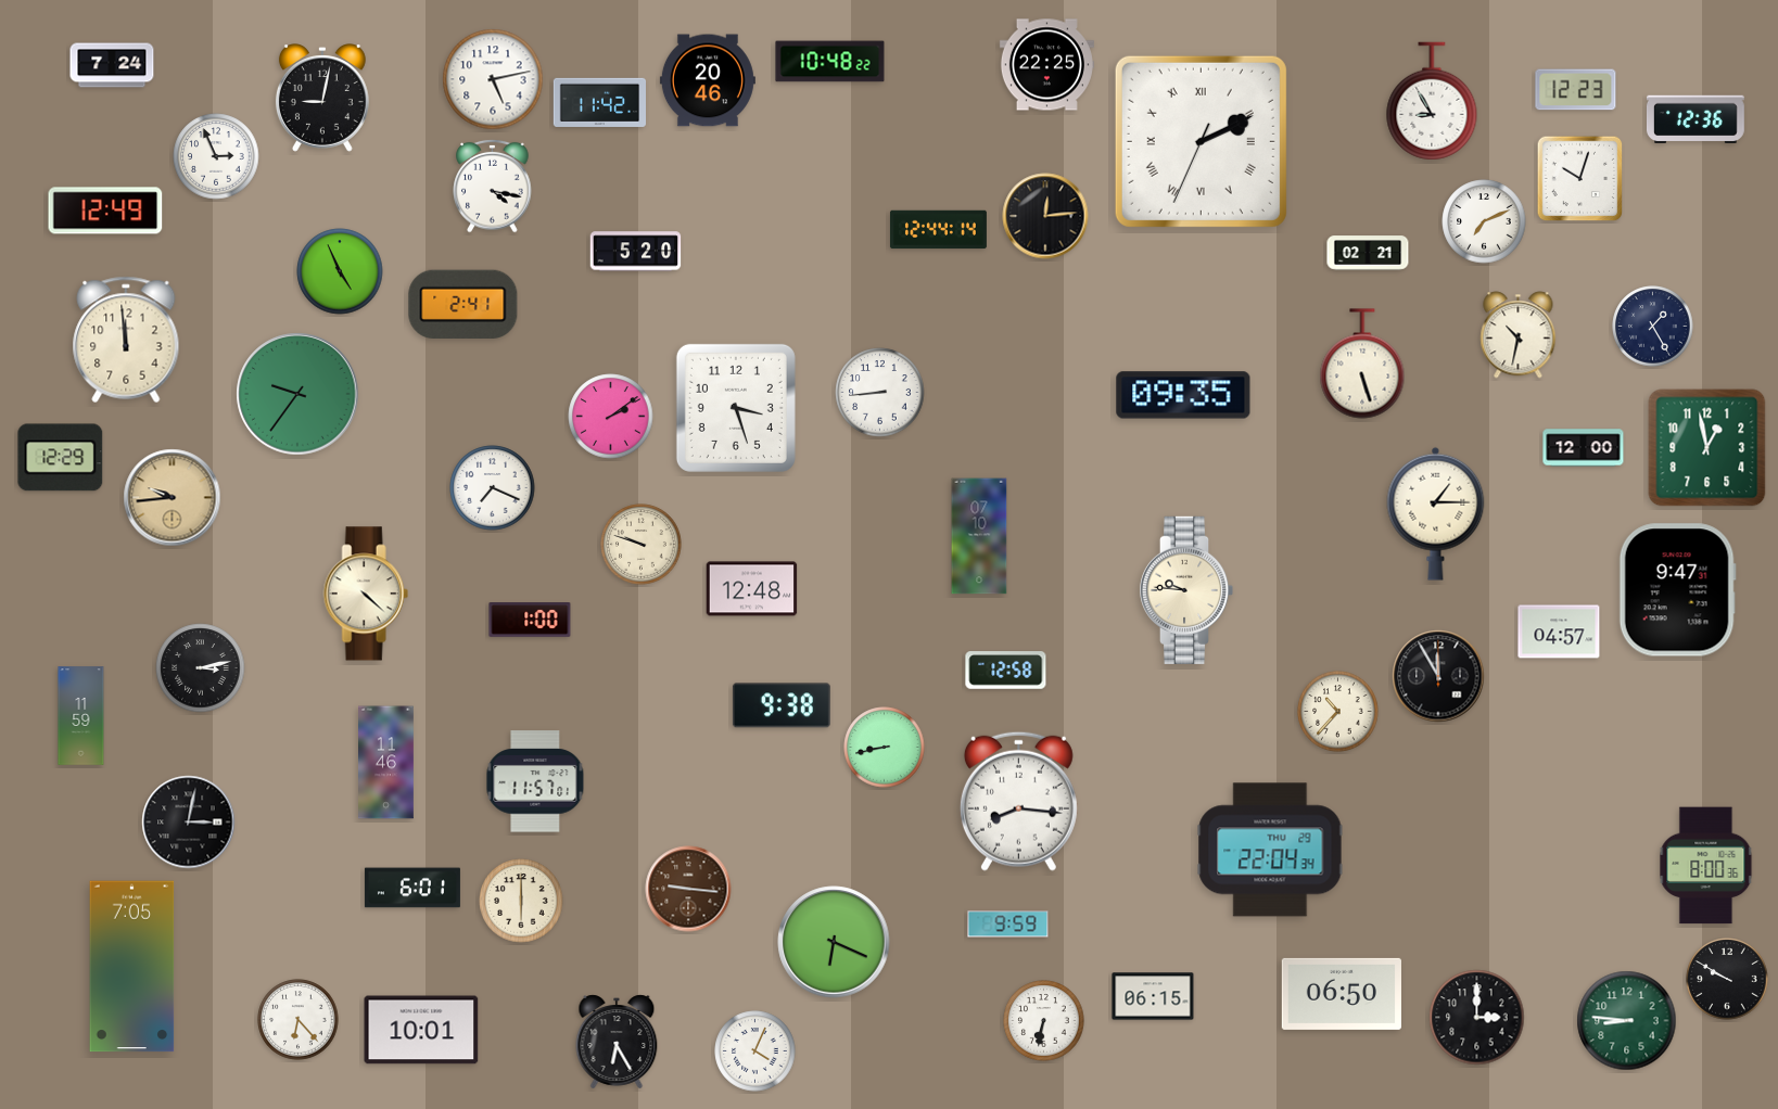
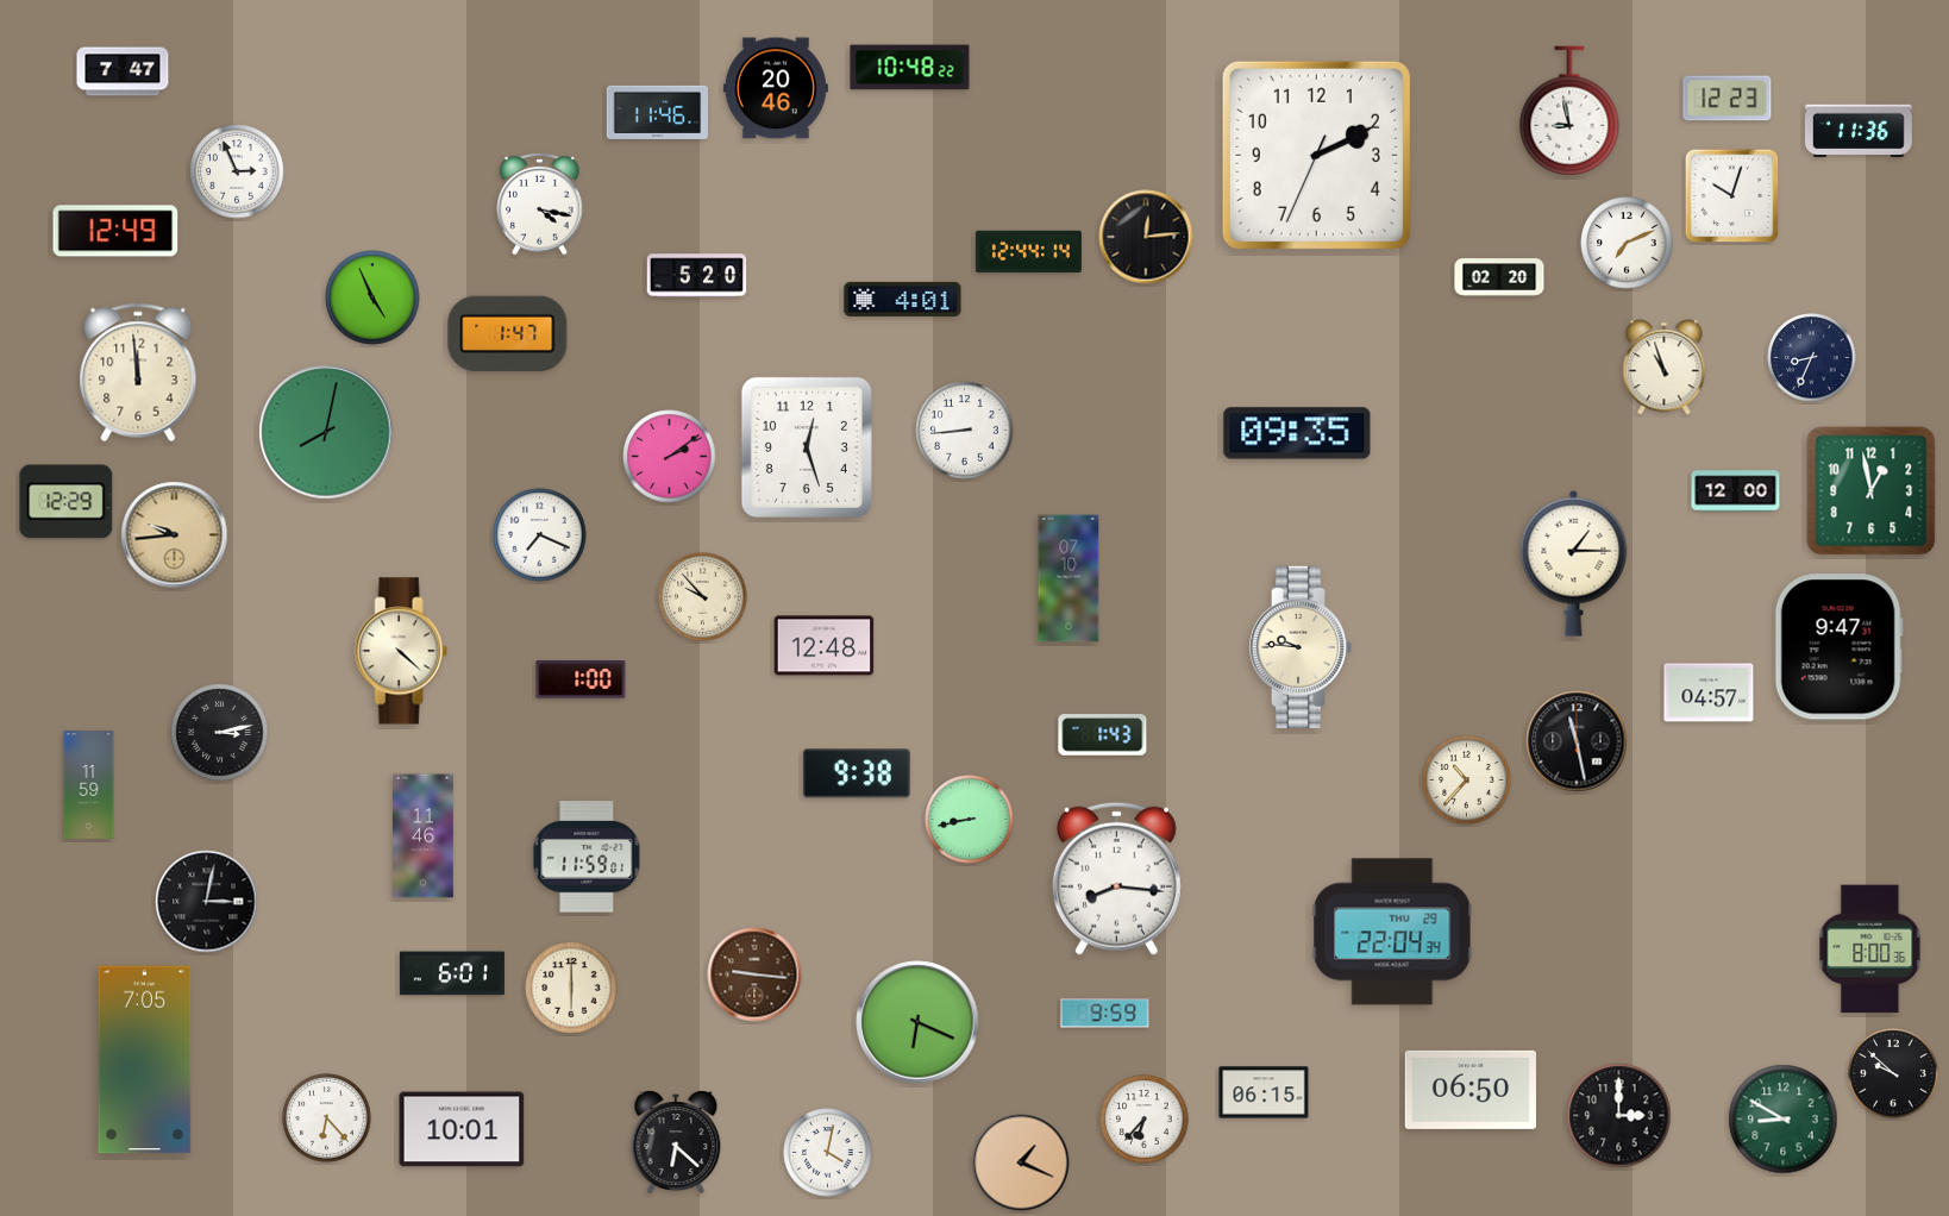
clock at (112, 65): 7:24 -> 7:47
clock at (1046, 65): 22:25 -> none
clock at (493, 79): 5:13 -> none
clock at (322, 98): 9:02 -> none
clock at (1432, 101): 8:55 -> 8:58
clock at (599, 102): 11:42 -> 11:46
clock at (1696, 119): 12:36 -> 11:36
clock at (1201, 141) numerals: Roman -> Arabic
clock at (1368, 253): 02:21 -> 02:20
clock at (903, 299): none -> 4:01
clock at (463, 304): 2:41 -> 1:47
clock at (1653, 327): 1:25 -> 8:34
clock at (1519, 335): 10:32 -> 10:57
clock at (1362, 364): 5:27 -> none
clock at (297, 394): 9:36 -> 8:02
clock at (736, 408): 3:27 -> 12:27
clock at (173, 498) position: (173, 498) -> (175, 535)
clock at (979, 536) position: (979, 536) -> (1068, 578)
clock at (642, 545): 9:48 -> 9:53
clock at (1006, 671): 12:58 -> 1:43
clock at (1438, 676): 11:55 -> 11:28
clock at (535, 781): 11:57 -> 11:59
clock at (834, 942) position: (834, 942) -> (917, 1022)
clock at (1727, 979): 9:50 -> 9:52
clock at (1044, 1021): 6:32 -> 6:37
clock at (1627, 1021): 8:46 -> 8:50
clock at (617, 1042): 6:25 -> 6:22
clock at (755, 1051): 4:04 -> 4:02
clock at (1021, 1162): none -> 1:19
